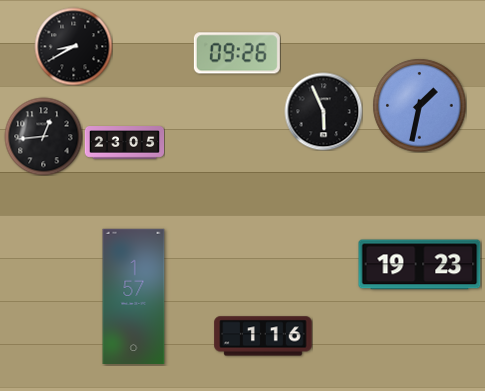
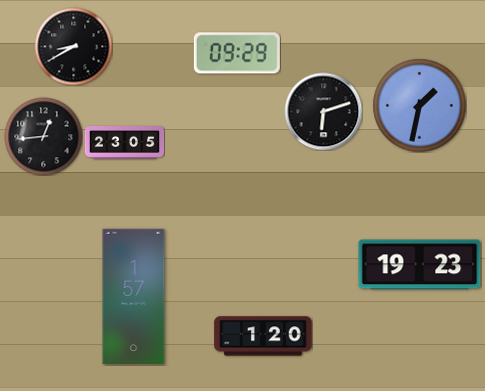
clock at (237, 53): 09:26 -> 09:29
clock at (323, 111): 5:56 -> 6:12
clock at (263, 336): 1:16 -> 1:20
